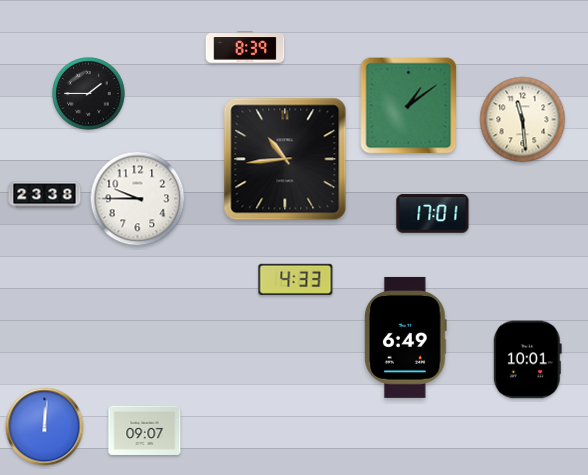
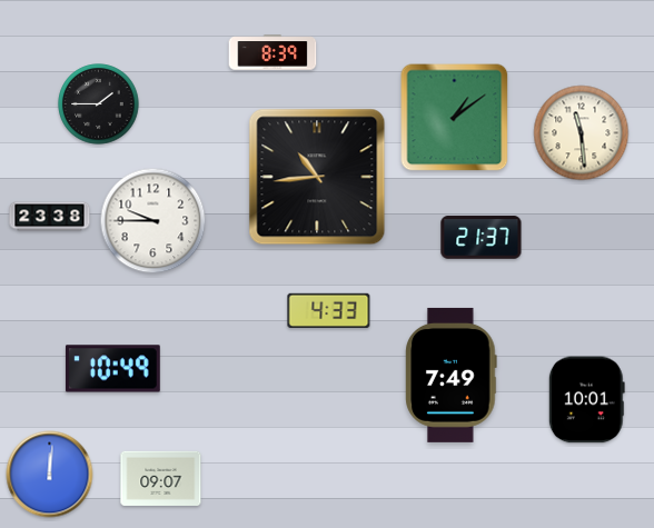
clock at (433, 214): 17:01 -> 21:37
clock at (112, 369): none -> 10:49
clock at (406, 337): 6:49 -> 7:49
